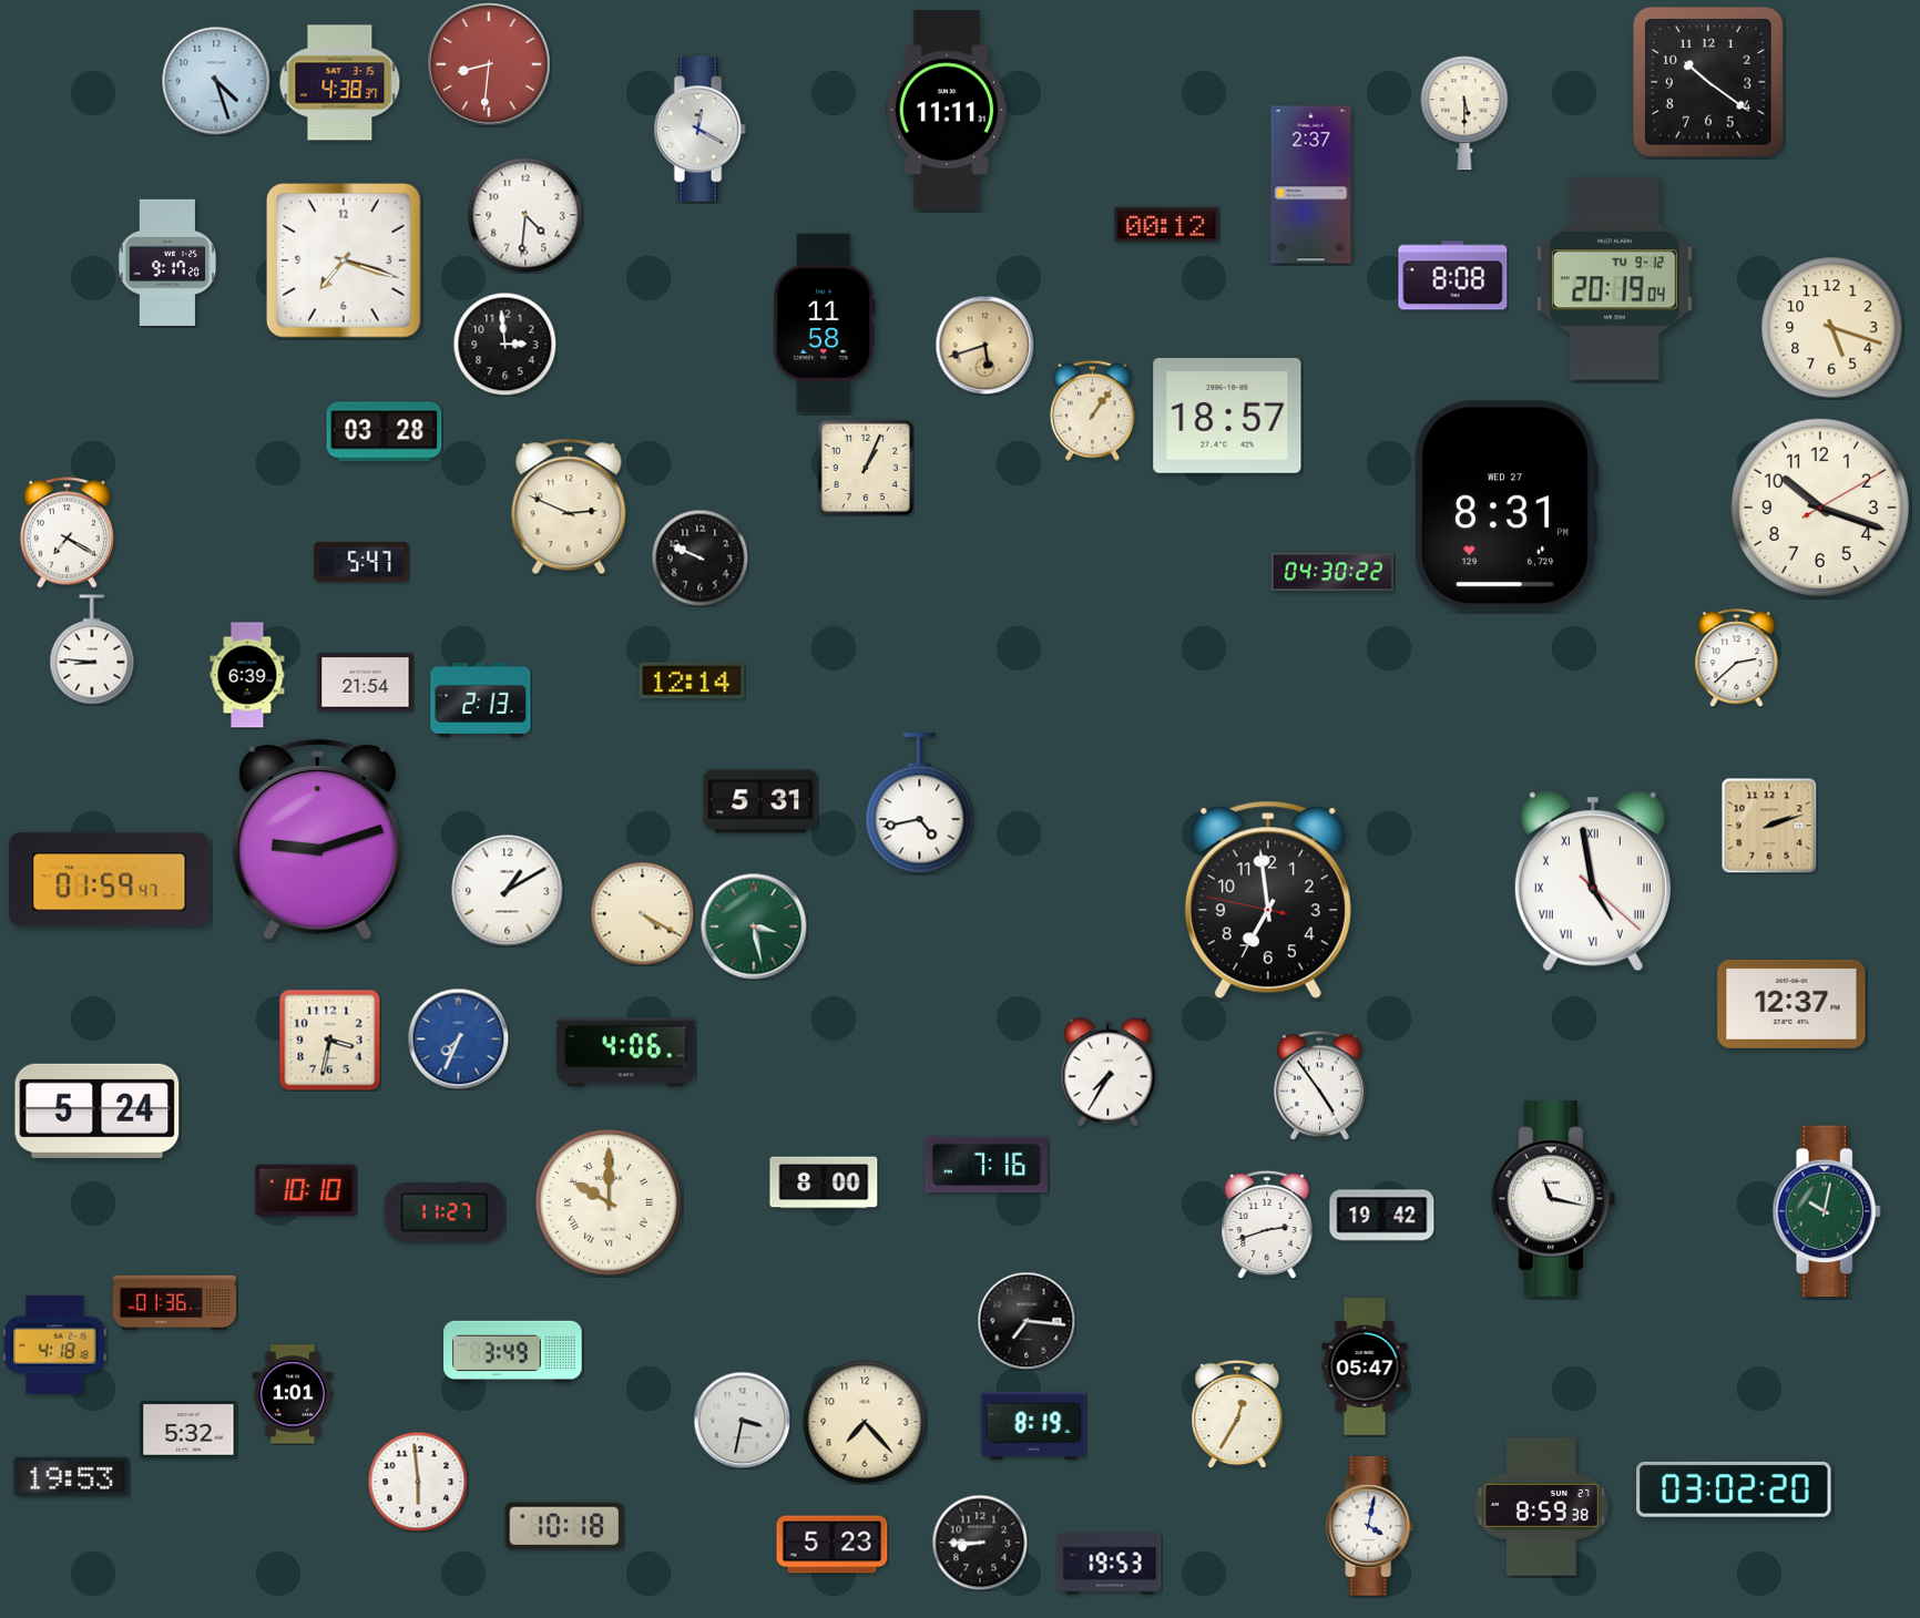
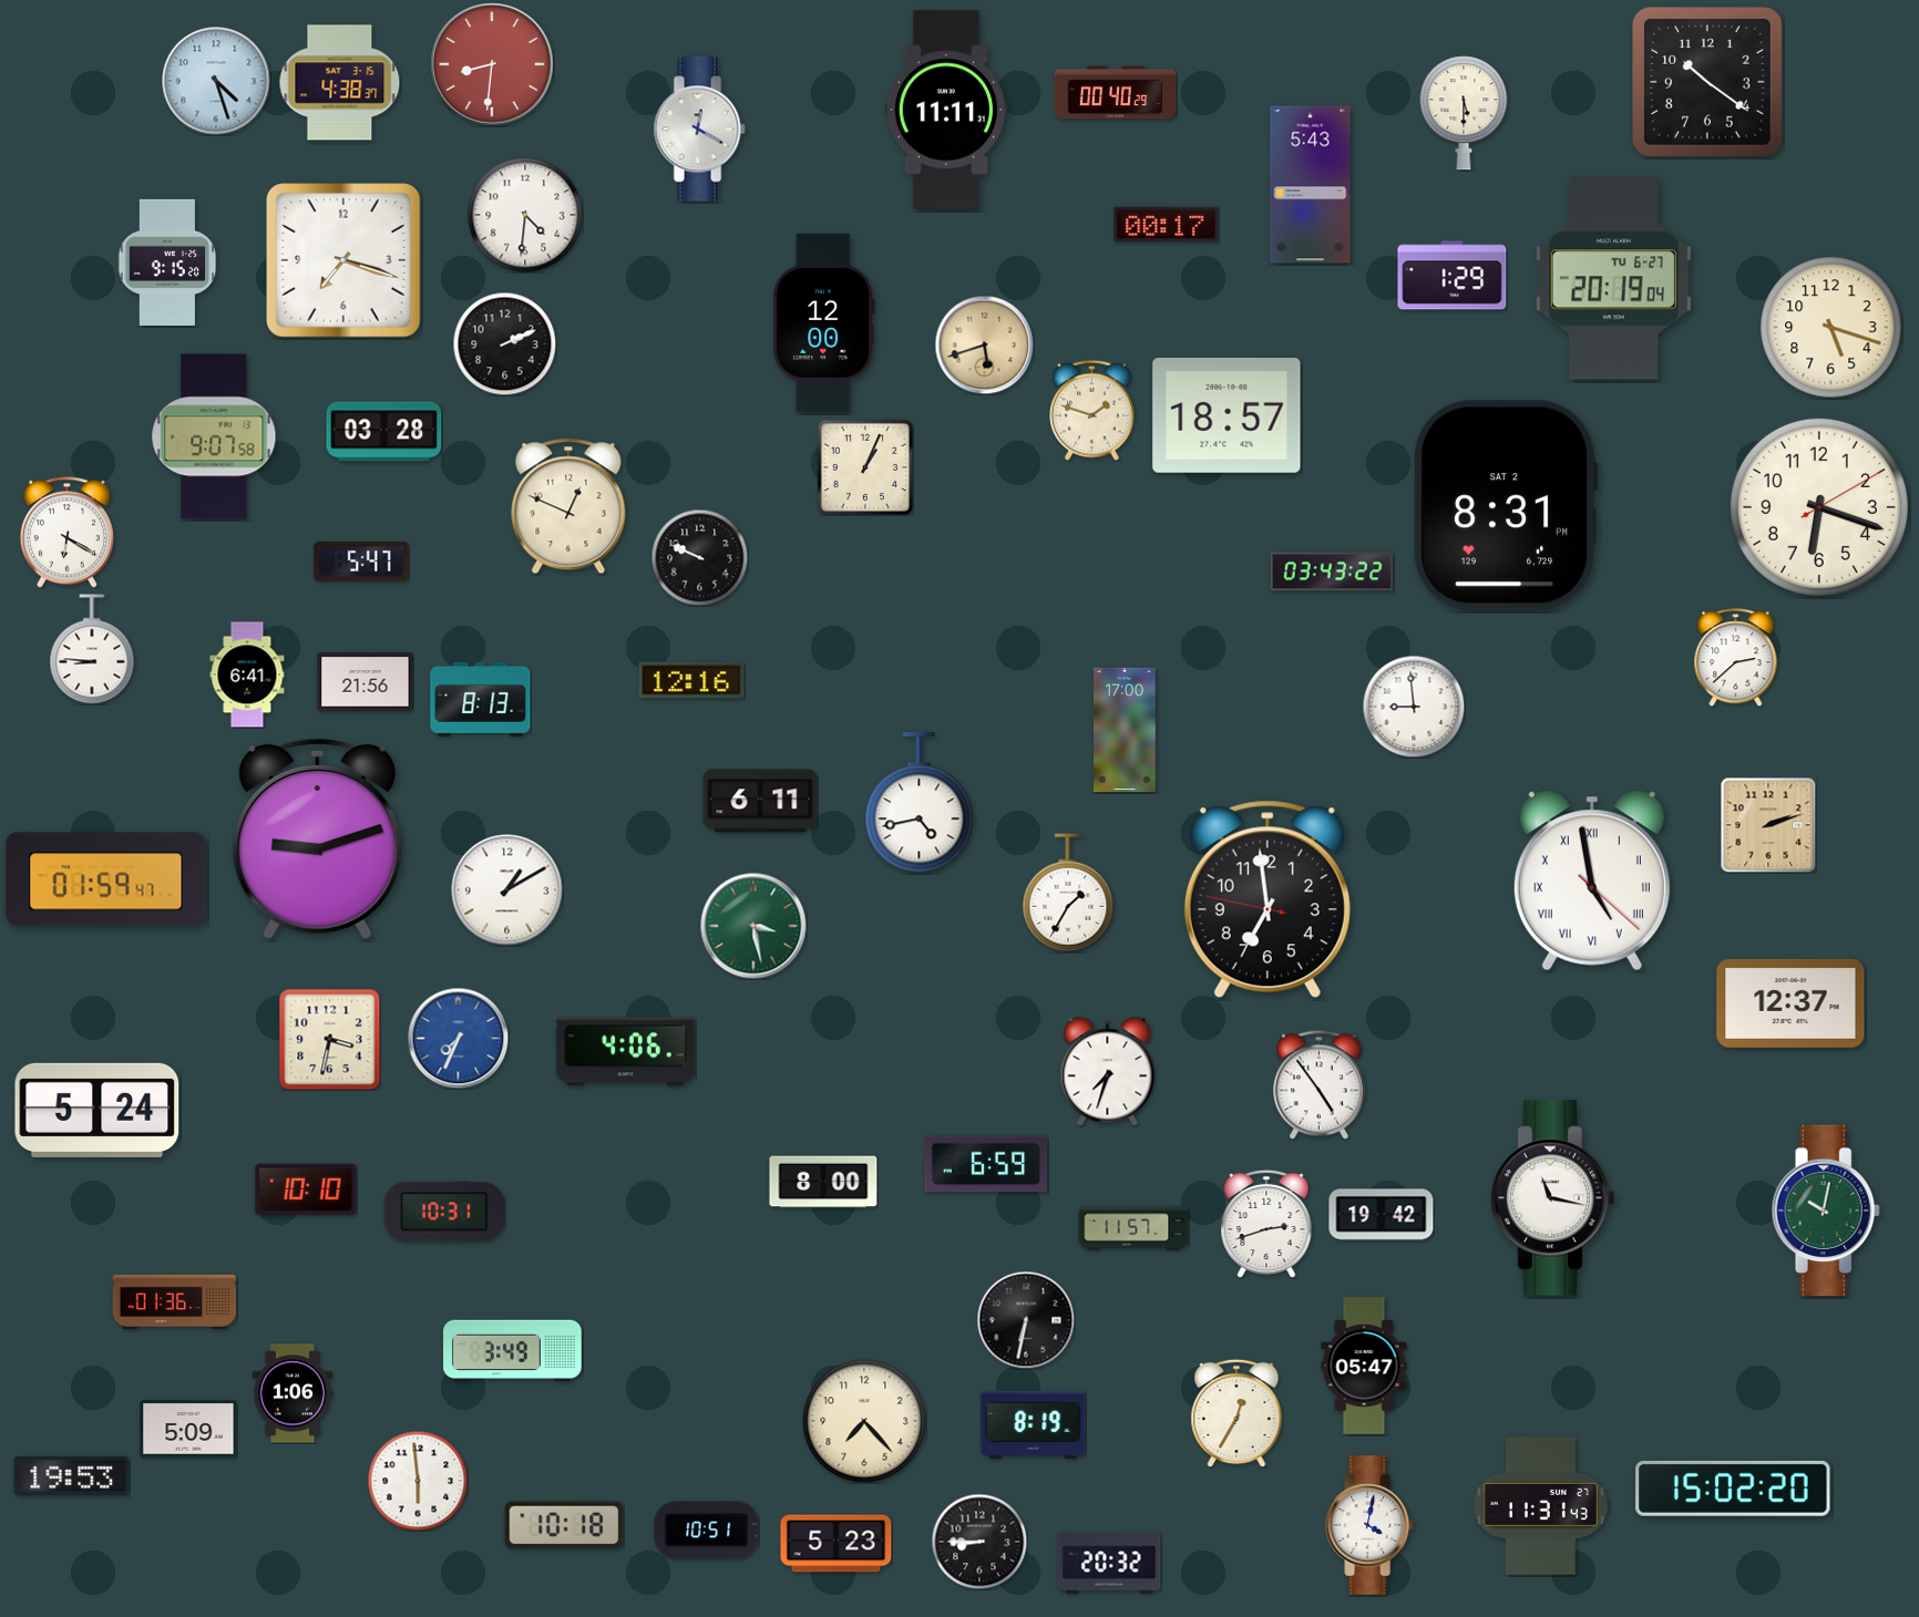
clock at (489, 64) position: (489, 64) -> (492, 64)
clock at (1116, 93): none -> 00:40
clock at (1311, 185): 2:37 -> 5:43
clock at (1167, 225): 00:12 -> 00:17
clock at (167, 263): 9:17 -> 9:15
clock at (1453, 276): 8:08 -> 1:29
clock at (1614, 279) date: TU 9-12 -> TU 6-27
clock at (825, 322): 11:58 -> 12:00
clock at (504, 344): 2:59 -> 2:11
clock at (1092, 410): 1:06 -> 1:48
clock at (214, 436): none -> 9:07
clock at (1507, 505) date: WED 27 -> SAT 2
clock at (569, 506): 2:49 -> 12:49
clock at (1820, 508): 10:18 -> 6:18
clock at (67, 533): 7:20 -> 6:20
clock at (1332, 572): 04:30 -> 03:43
clock at (247, 675): 6:39 -> 6:41
clock at (692, 680): 12:14 -> 12:16
clock at (366, 683): 21:54 -> 21:56
clock at (481, 699): 2:13 -> 8:13
clock at (1414, 707): none -> 8:59
clock at (1125, 730): none -> 17:00
clock at (760, 801): 5:31 -> 6:11
clock at (110, 880) position: (110, 880) -> (106, 879)
clock at (1068, 893): none -> 1:35
clock at (642, 913): 4:20 -> none
clock at (1109, 1073): 7:35 -> 7:33
clock at (985, 1165): 7:16 -> 6:59
clock at (609, 1202): 10:00 -> none
clock at (445, 1212): 11:27 -> 10:31
clock at (1133, 1228): none -> 11:57
clock at (1027, 1321): 7:16 -> 6:32
clock at (54, 1345): 4:18 -> none
clock at (292, 1394): 1:01 -> 1:06
clock at (742, 1420): 3:32 -> none
clock at (188, 1430): 5:32 -> 5:09
clock at (1734, 1489): 03:02 -> 15:02
clock at (1541, 1507): 8:59 -> 11:31
clock at (707, 1531): none -> 10:51
clock at (833, 1545) position: (833, 1545) -> (837, 1544)
clock at (1110, 1564): 19:53 -> 20:32
